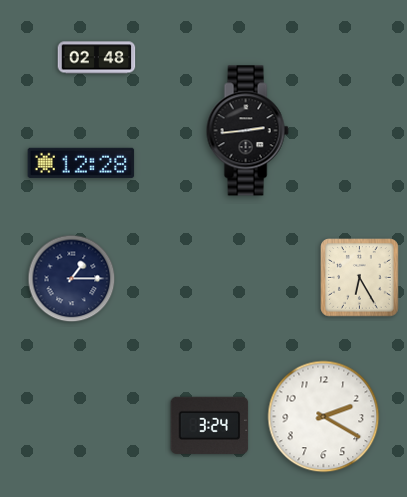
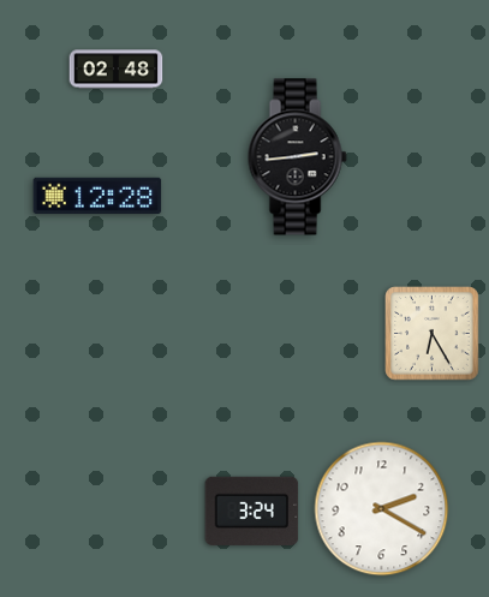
clock at (72, 279): 1:15 -> none
clock at (324, 417) position: (324, 417) -> (382, 509)
